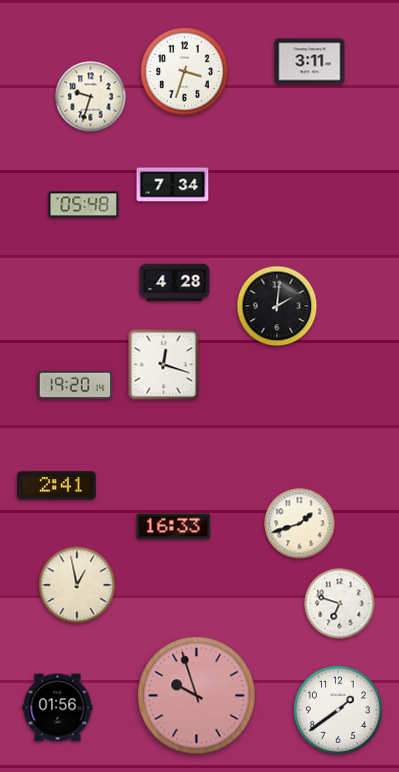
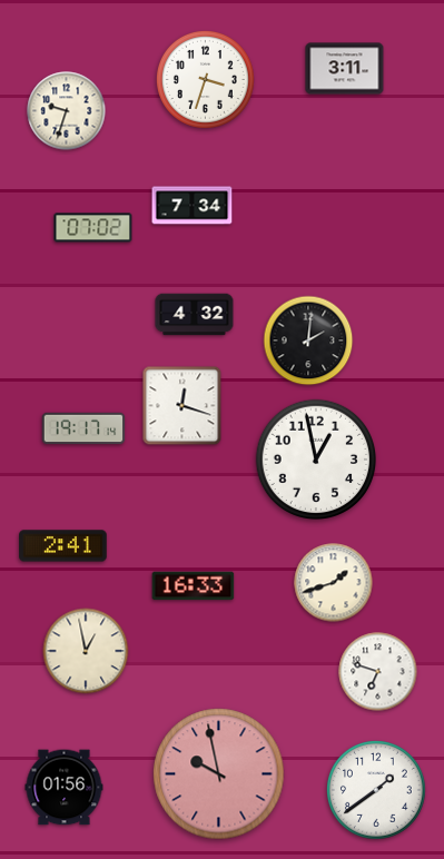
clock at (91, 97) position: (91, 97) -> (67, 111)
clock at (84, 205): 05:48 -> 07:02
clock at (175, 283): 4:28 -> 4:32
clock at (75, 385): 19:20 -> 19:17
clock at (316, 460): none -> 12:58
clock at (57, 486) position: (57, 486) -> (63, 546)
clock at (197, 696): 9:57 -> 9:58
